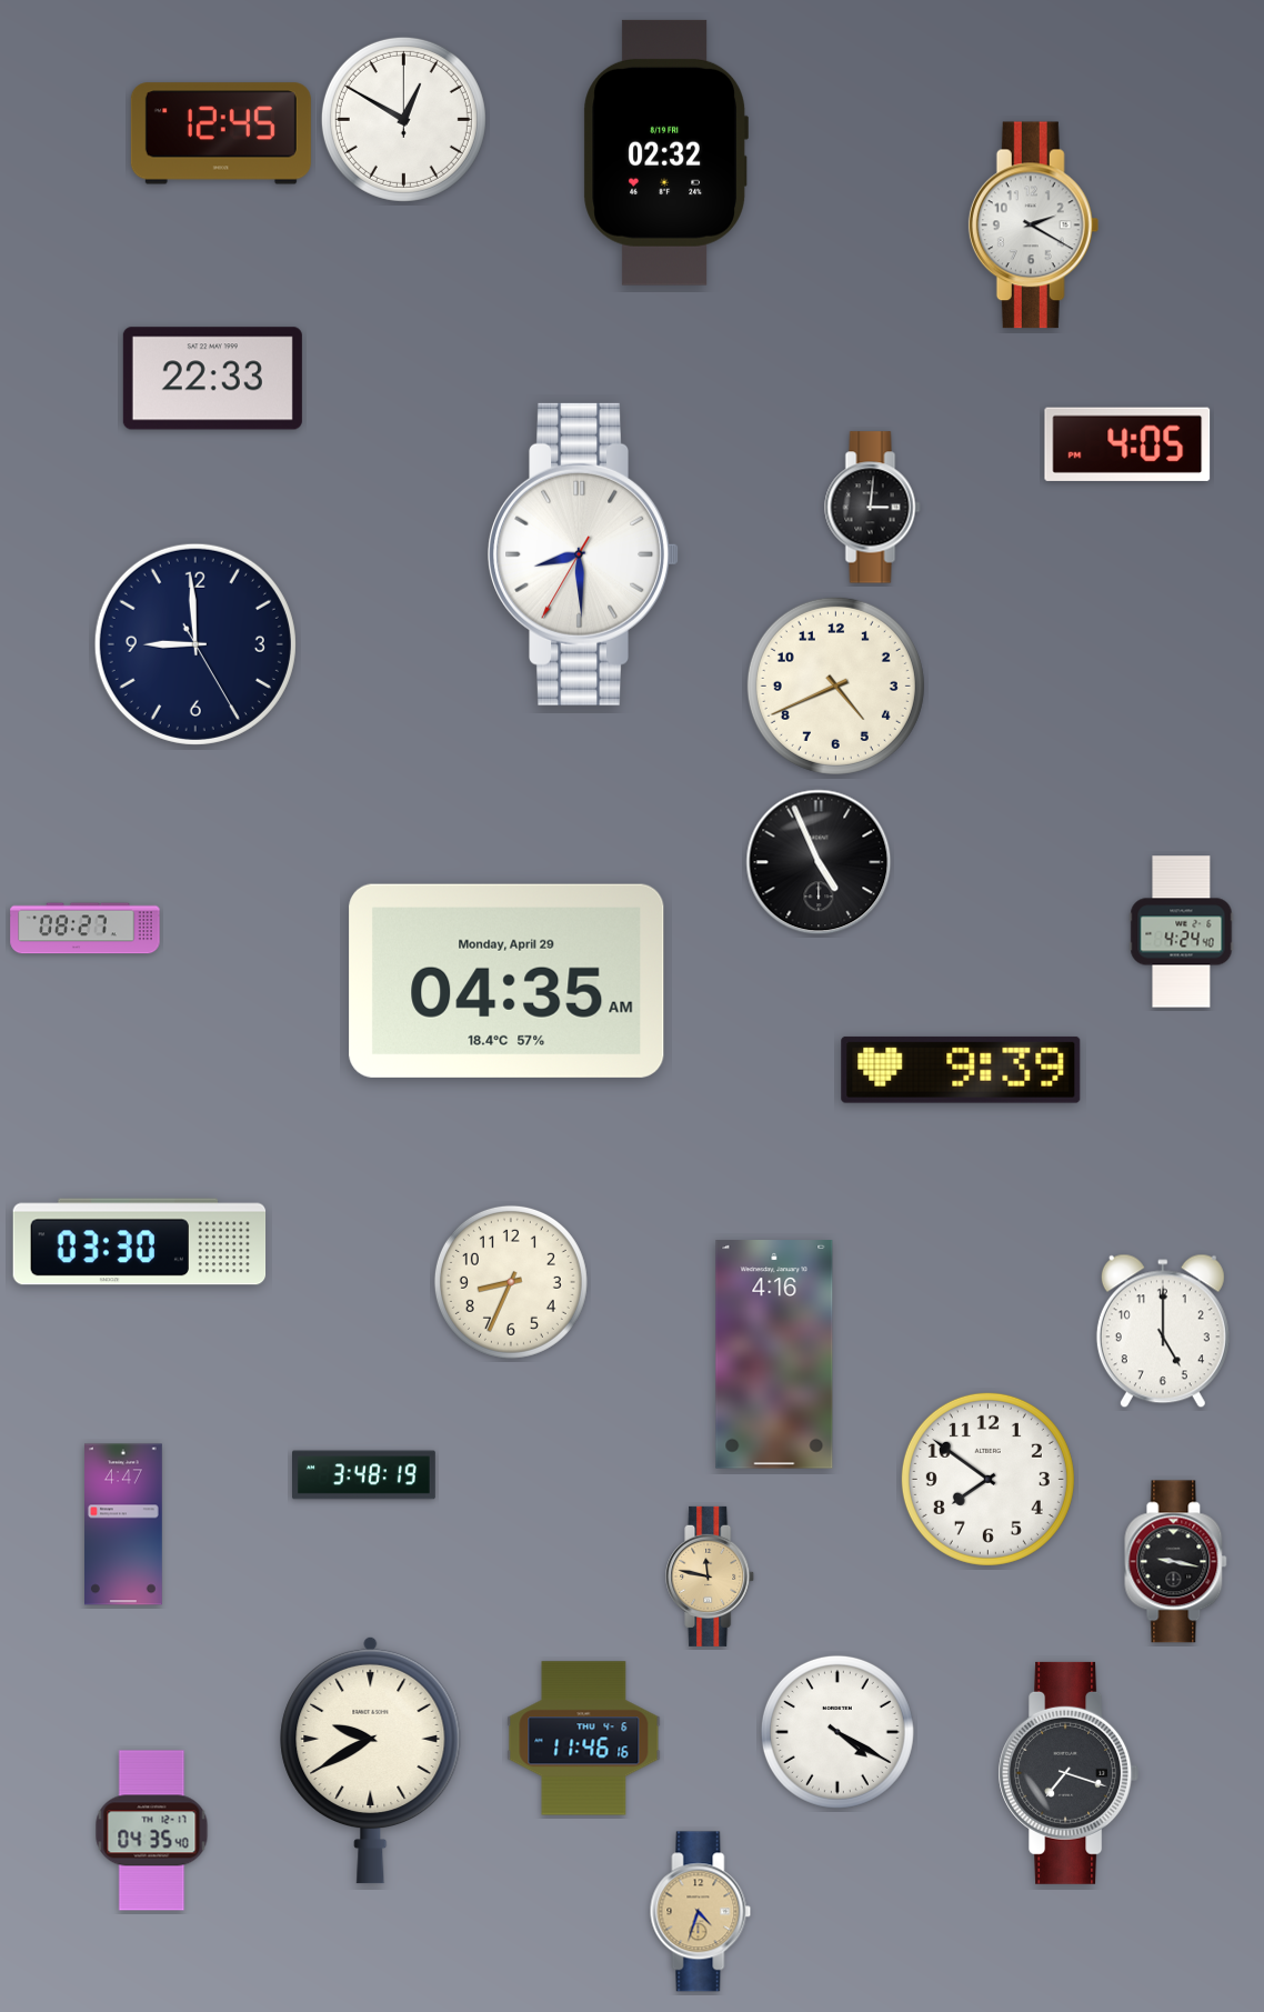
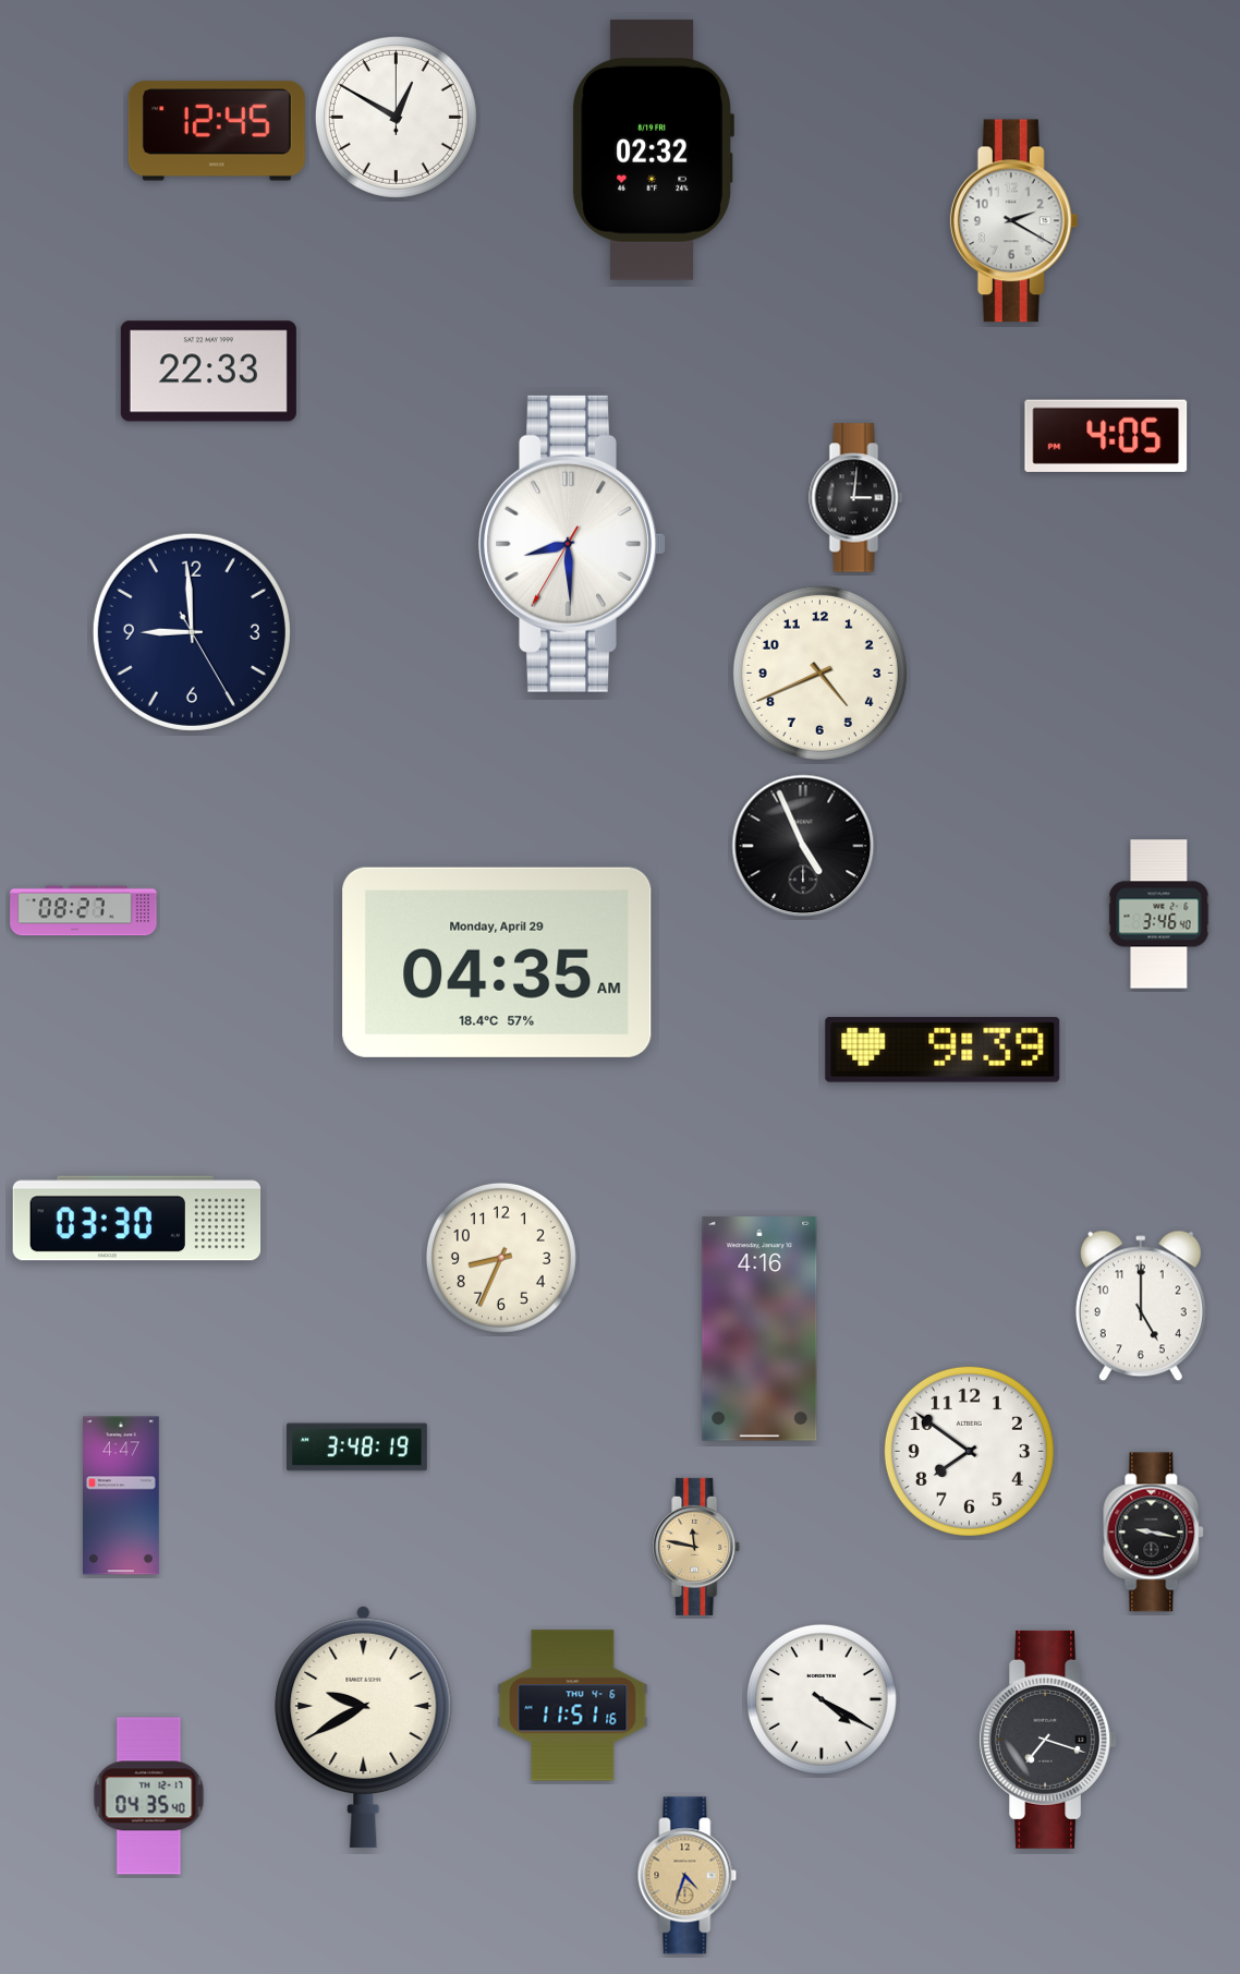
clock at (1182, 932): 4:24 -> 3:46
clock at (584, 1739): 11:46 -> 11:51
